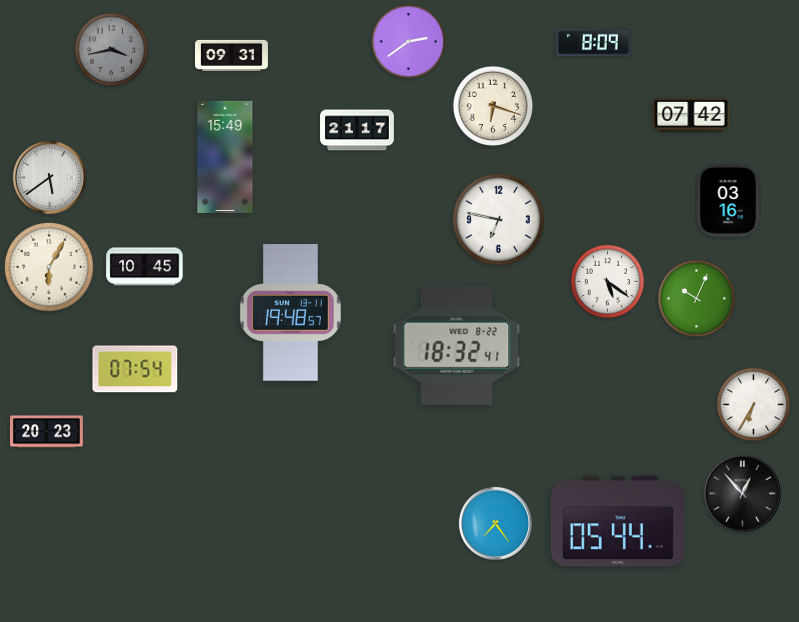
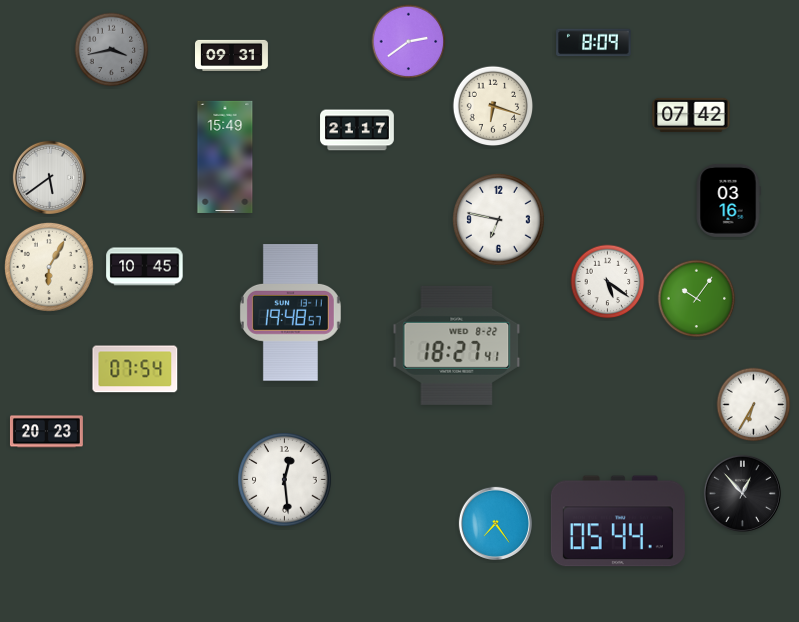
clock at (697, 299): 10:04 -> 10:06
clock at (457, 345): 18:32 -> 18:27
clock at (285, 480): none -> 12:29
